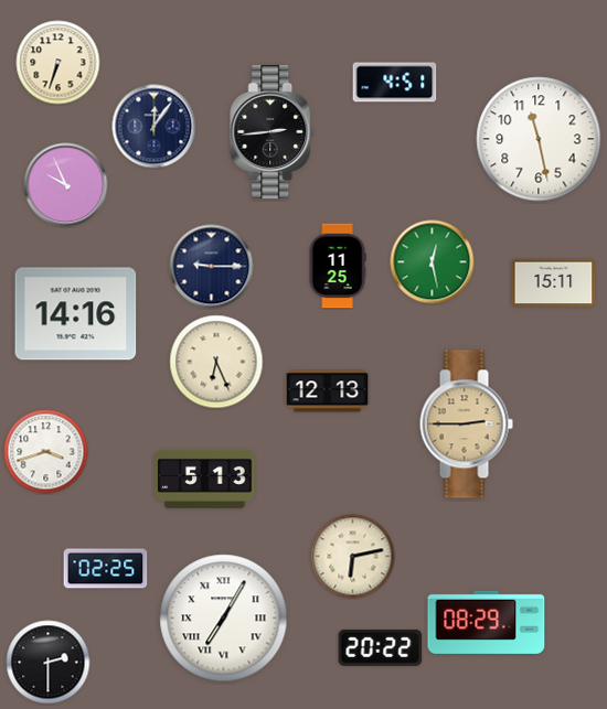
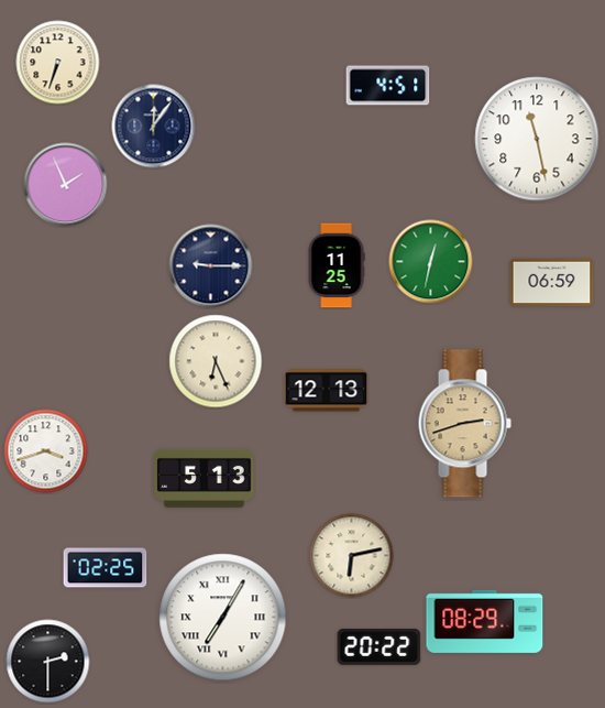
clock at (395, 83) position: (395, 83) -> (388, 86)
clock at (273, 131): 2:44 -> none
clock at (66, 185): 9:56 -> 1:56
clock at (433, 262): 12:28 -> 12:32
clock at (554, 283): 15:11 -> 06:59
clock at (76, 314): 14:16 -> none
clock at (466, 425): 2:45 -> 2:42
